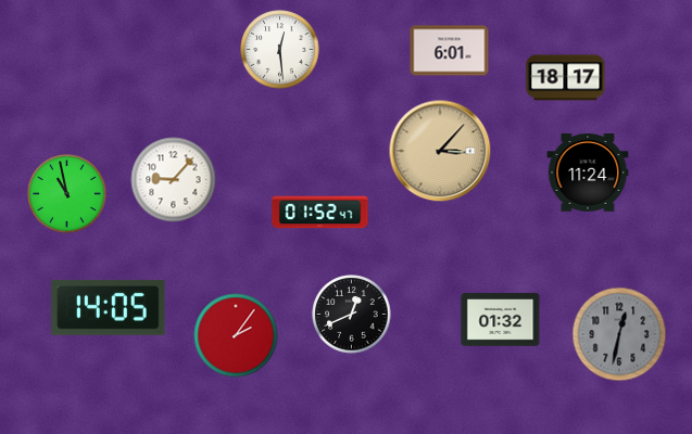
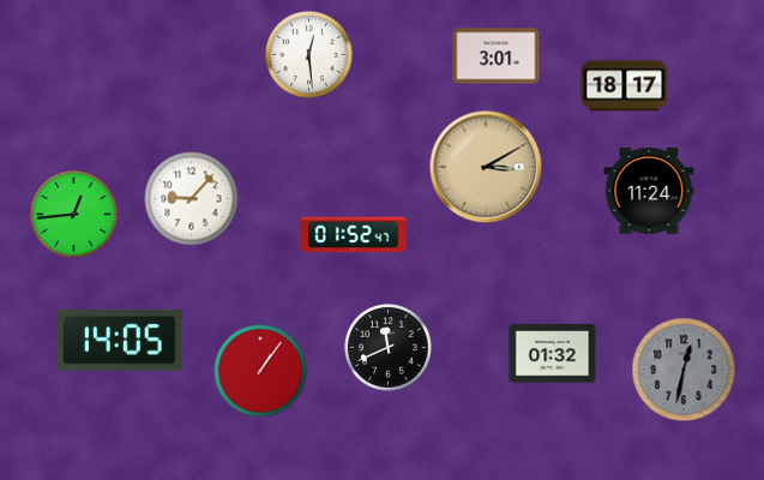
clock at (450, 51): 6:01 -> 3:01
clock at (440, 151): 3:07 -> 3:10
clock at (67, 194): 10:58 -> 12:44
clock at (352, 315): 12:41 -> 11:41
clock at (236, 335): 2:06 -> 1:06
